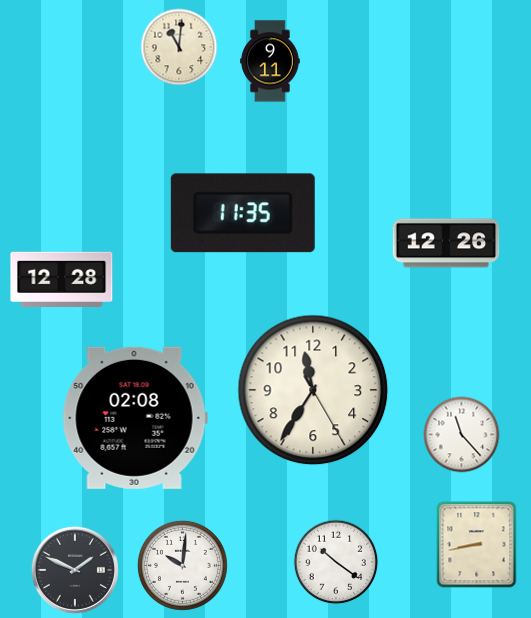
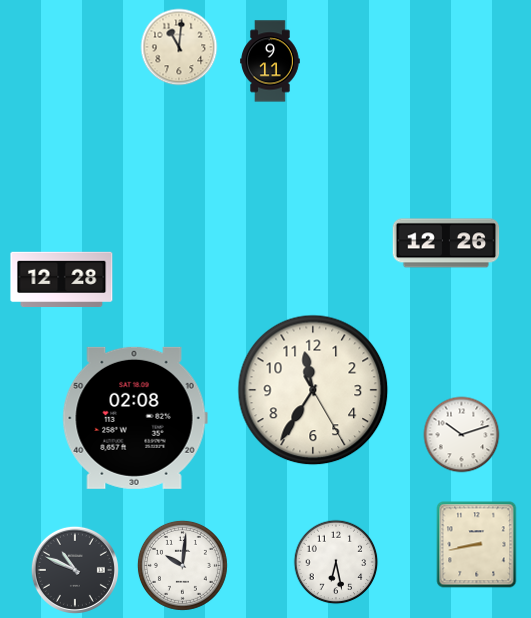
clock at (243, 213): 11:35 -> none
clock at (462, 435): 11:23 -> 10:12
clock at (336, 562): 10:21 -> 6:28
clock at (75, 570): 1:49 -> 10:49
